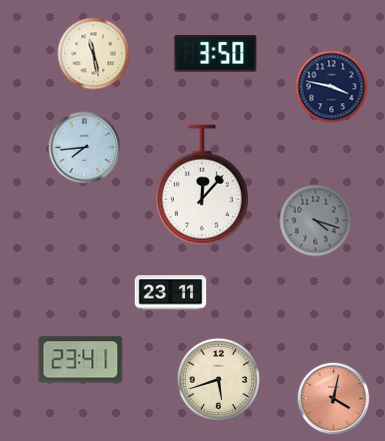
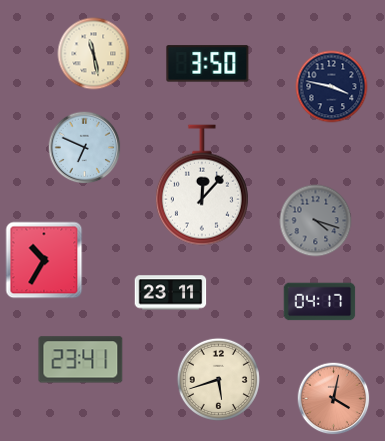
clock at (216, 54) position: (216, 54) -> (208, 64)
clock at (85, 148): 7:44 -> 6:49
clock at (44, 260): none -> 10:35
clock at (320, 302): none -> 04:17
